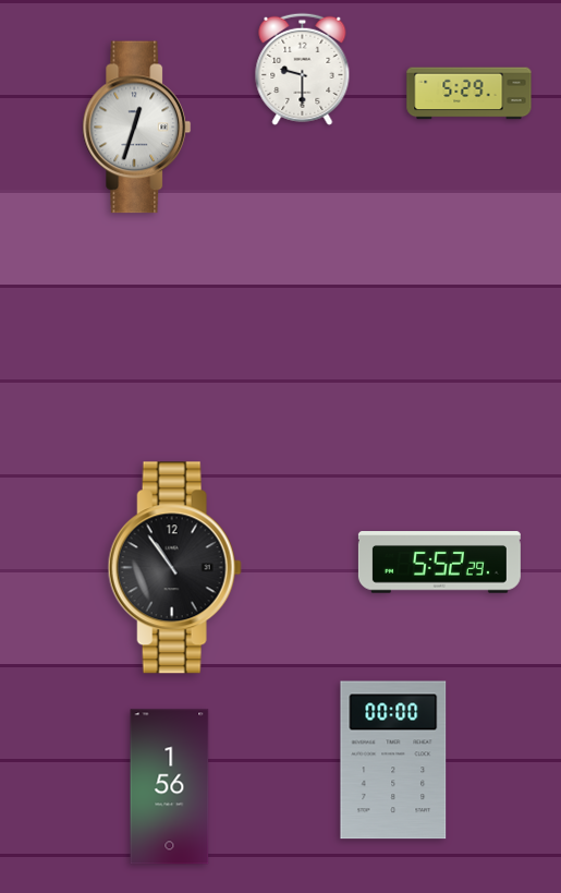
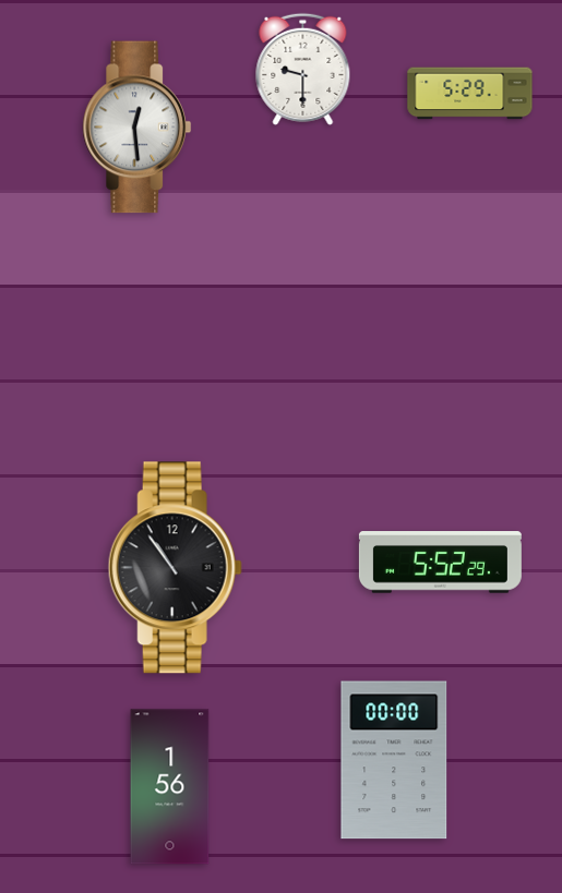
clock at (137, 128): 12:33 -> 12:29
